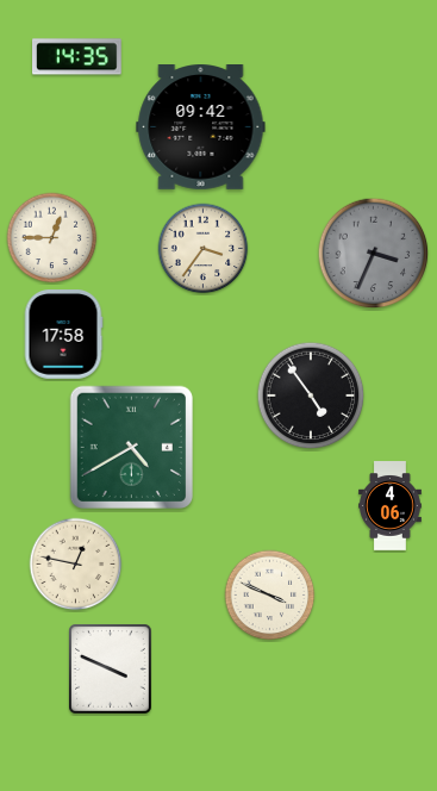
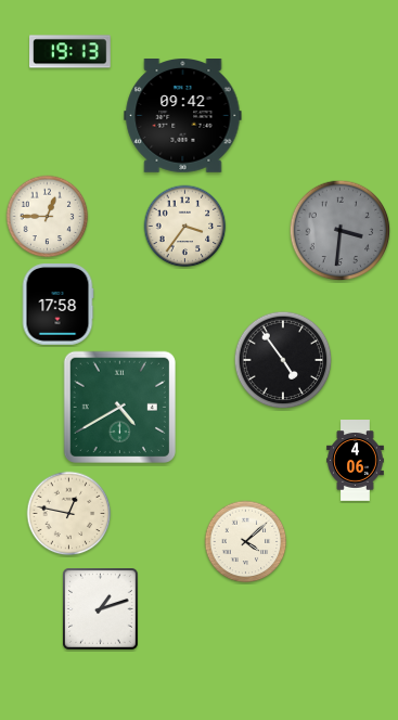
clock at (77, 57): 14:35 -> 19:13
clock at (374, 254): 3:34 -> 3:31
clock at (270, 596): 3:49 -> 4:08
clock at (111, 669): 3:49 -> 1:12
